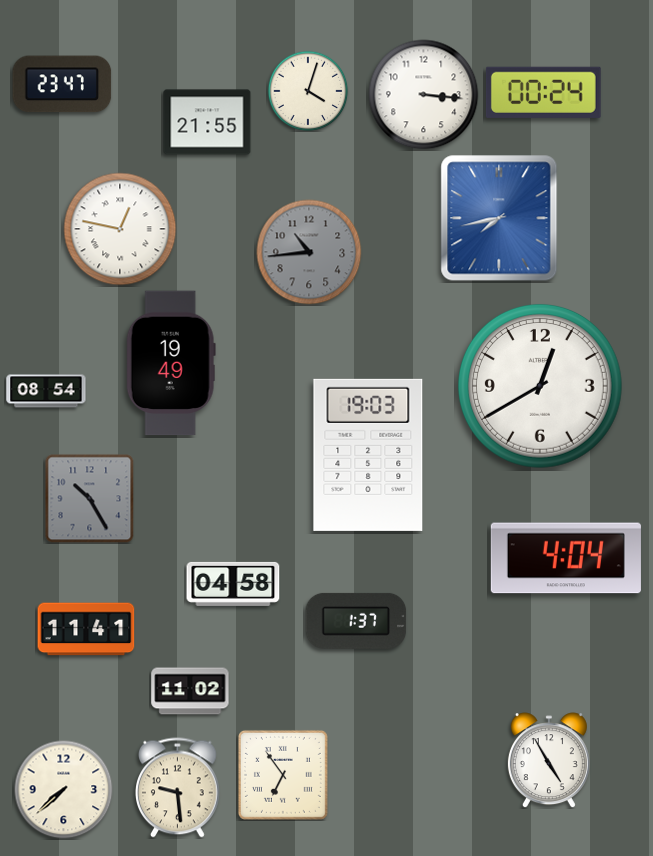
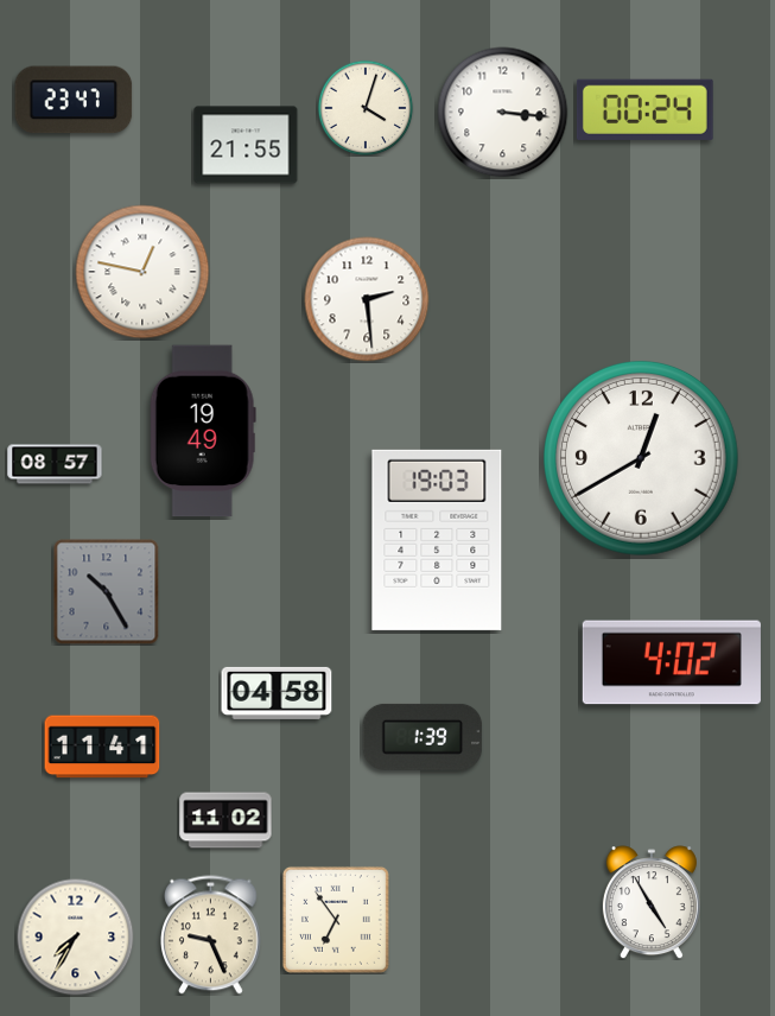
clock at (499, 218): 7:43 -> none
clock at (309, 252): 10:44 -> 2:29
clock at (309, 252) dial: grey -> white
clock at (46, 391): 08:54 -> 08:57
clock at (566, 558): 4:04 -> 4:02
clock at (356, 621): 1:37 -> 1:39
clock at (178, 788): 9:29 -> 9:26
clock at (64, 790): 7:38 -> 7:35
